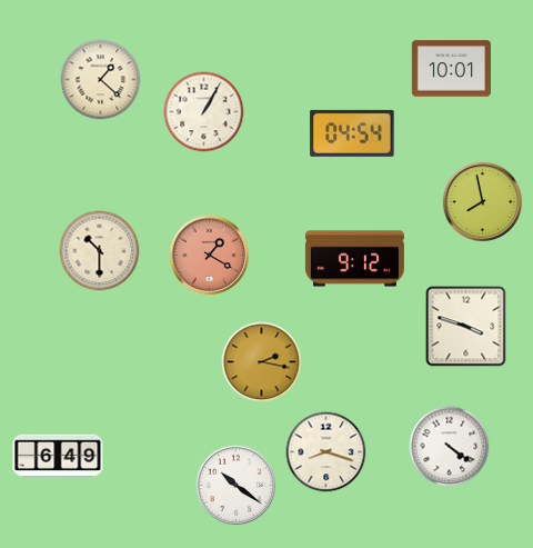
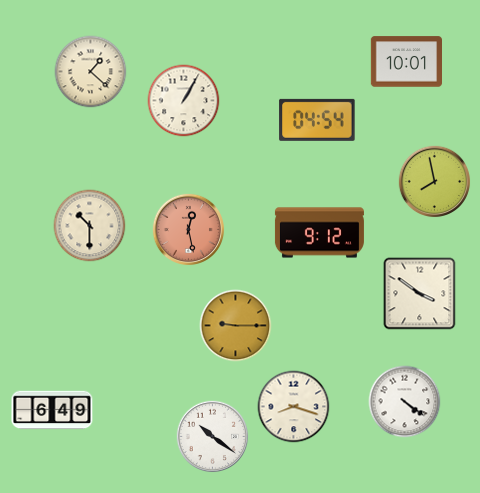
clock at (210, 256): 1:20 -> 12:28
clock at (466, 327): 3:48 -> 3:51
clock at (262, 362): 2:17 -> 9:15
